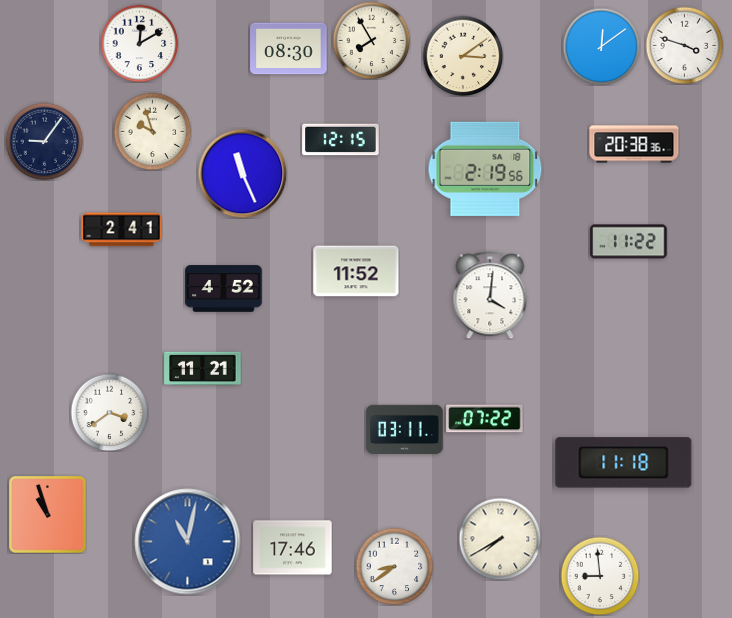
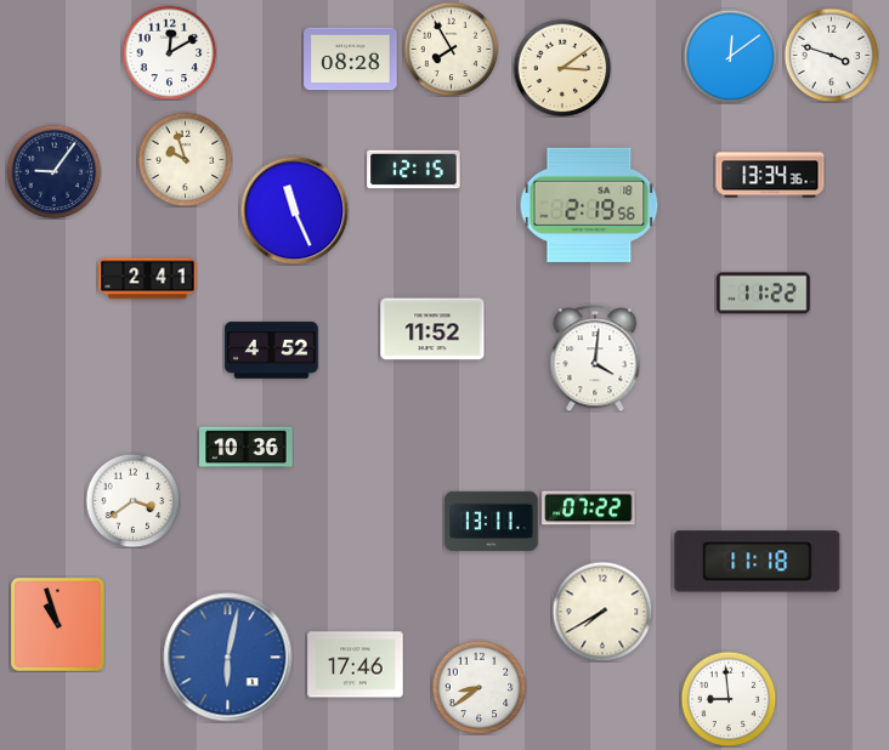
clock at (289, 49): 08:30 -> 08:28
clock at (634, 144): 20:38 -> 13:34
clock at (203, 369): 11:21 -> 10:36
clock at (405, 429): 03:11 -> 13:11
clock at (500, 539) position: (500, 539) -> (602, 612)
clock at (188, 542): 11:02 -> 6:02
